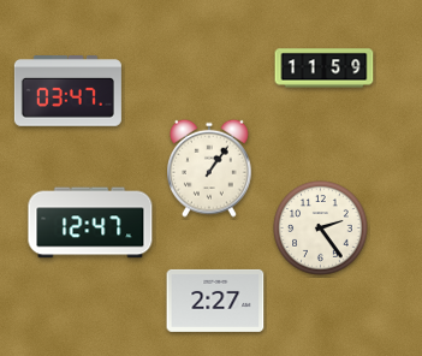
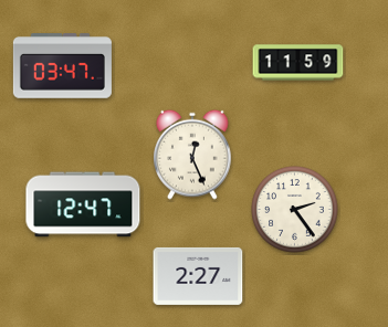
clock at (67, 91) position: (67, 91) -> (62, 66)
clock at (210, 168): 1:06 -> 12:26
